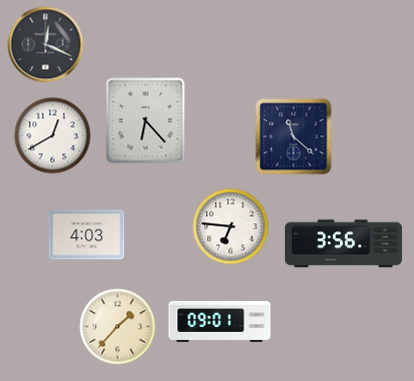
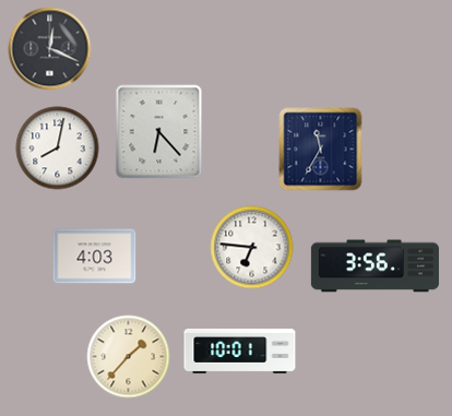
clock at (53, 136): 12:40 -> 8:02
clock at (294, 137): 11:22 -> 11:35
clock at (220, 321): 09:01 -> 10:01
